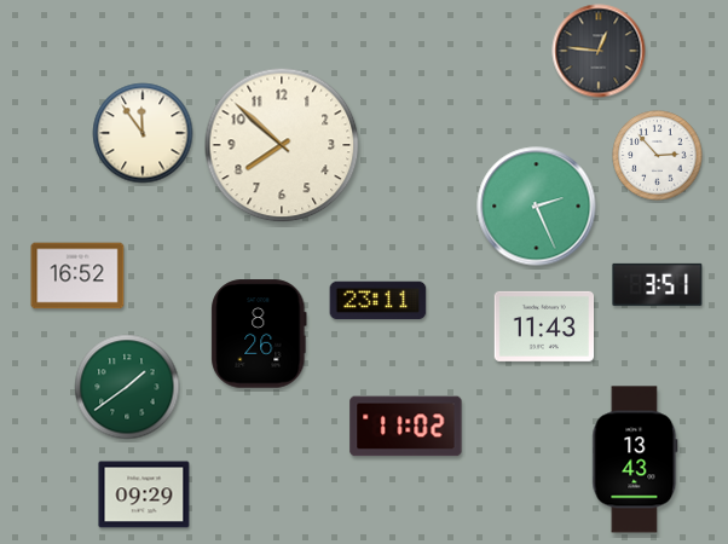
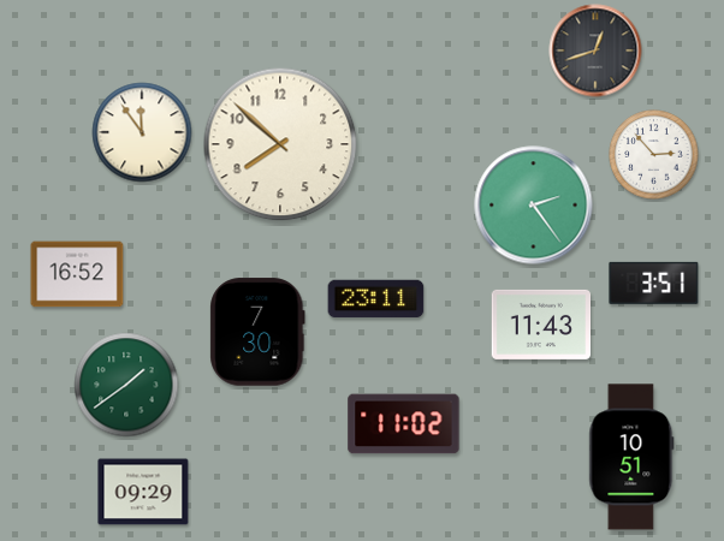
clock at (599, 51): 12:46 -> 12:42
clock at (537, 207): 2:26 -> 2:24
clock at (259, 334): 8:26 -> 7:30
clock at (635, 459): 13:43 -> 10:51
